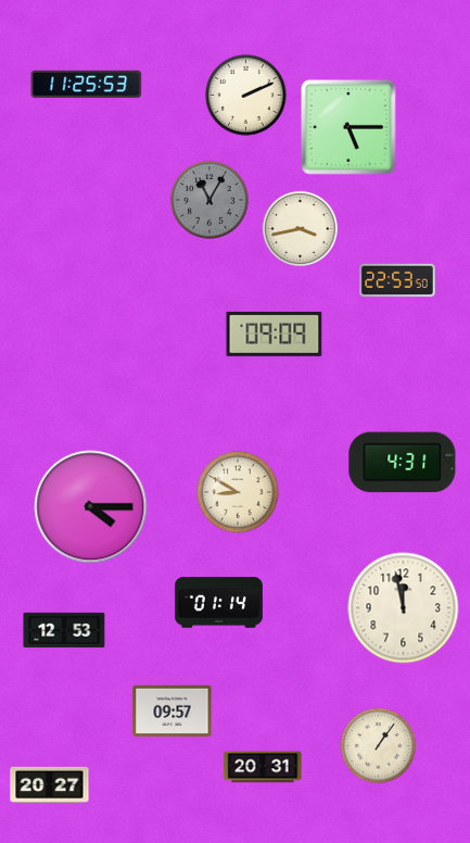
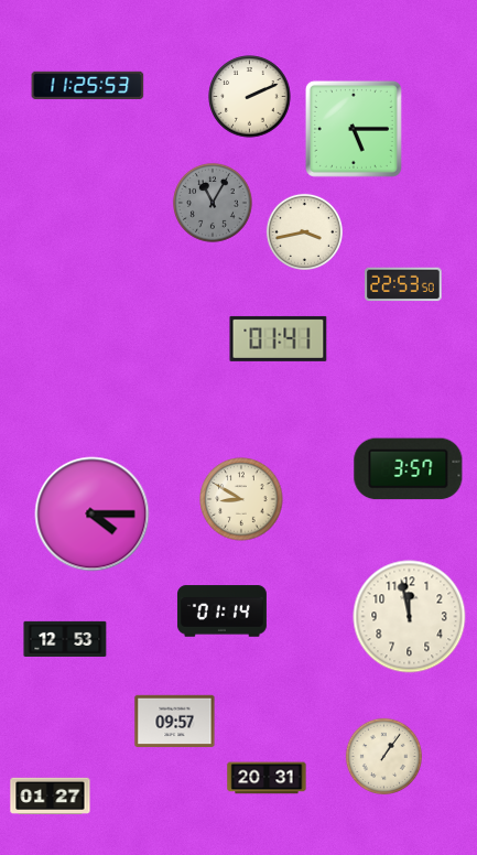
clock at (275, 334): 09:09 -> 01:41
clock at (403, 463): 4:31 -> 3:57
clock at (50, 784): 20:27 -> 01:27
